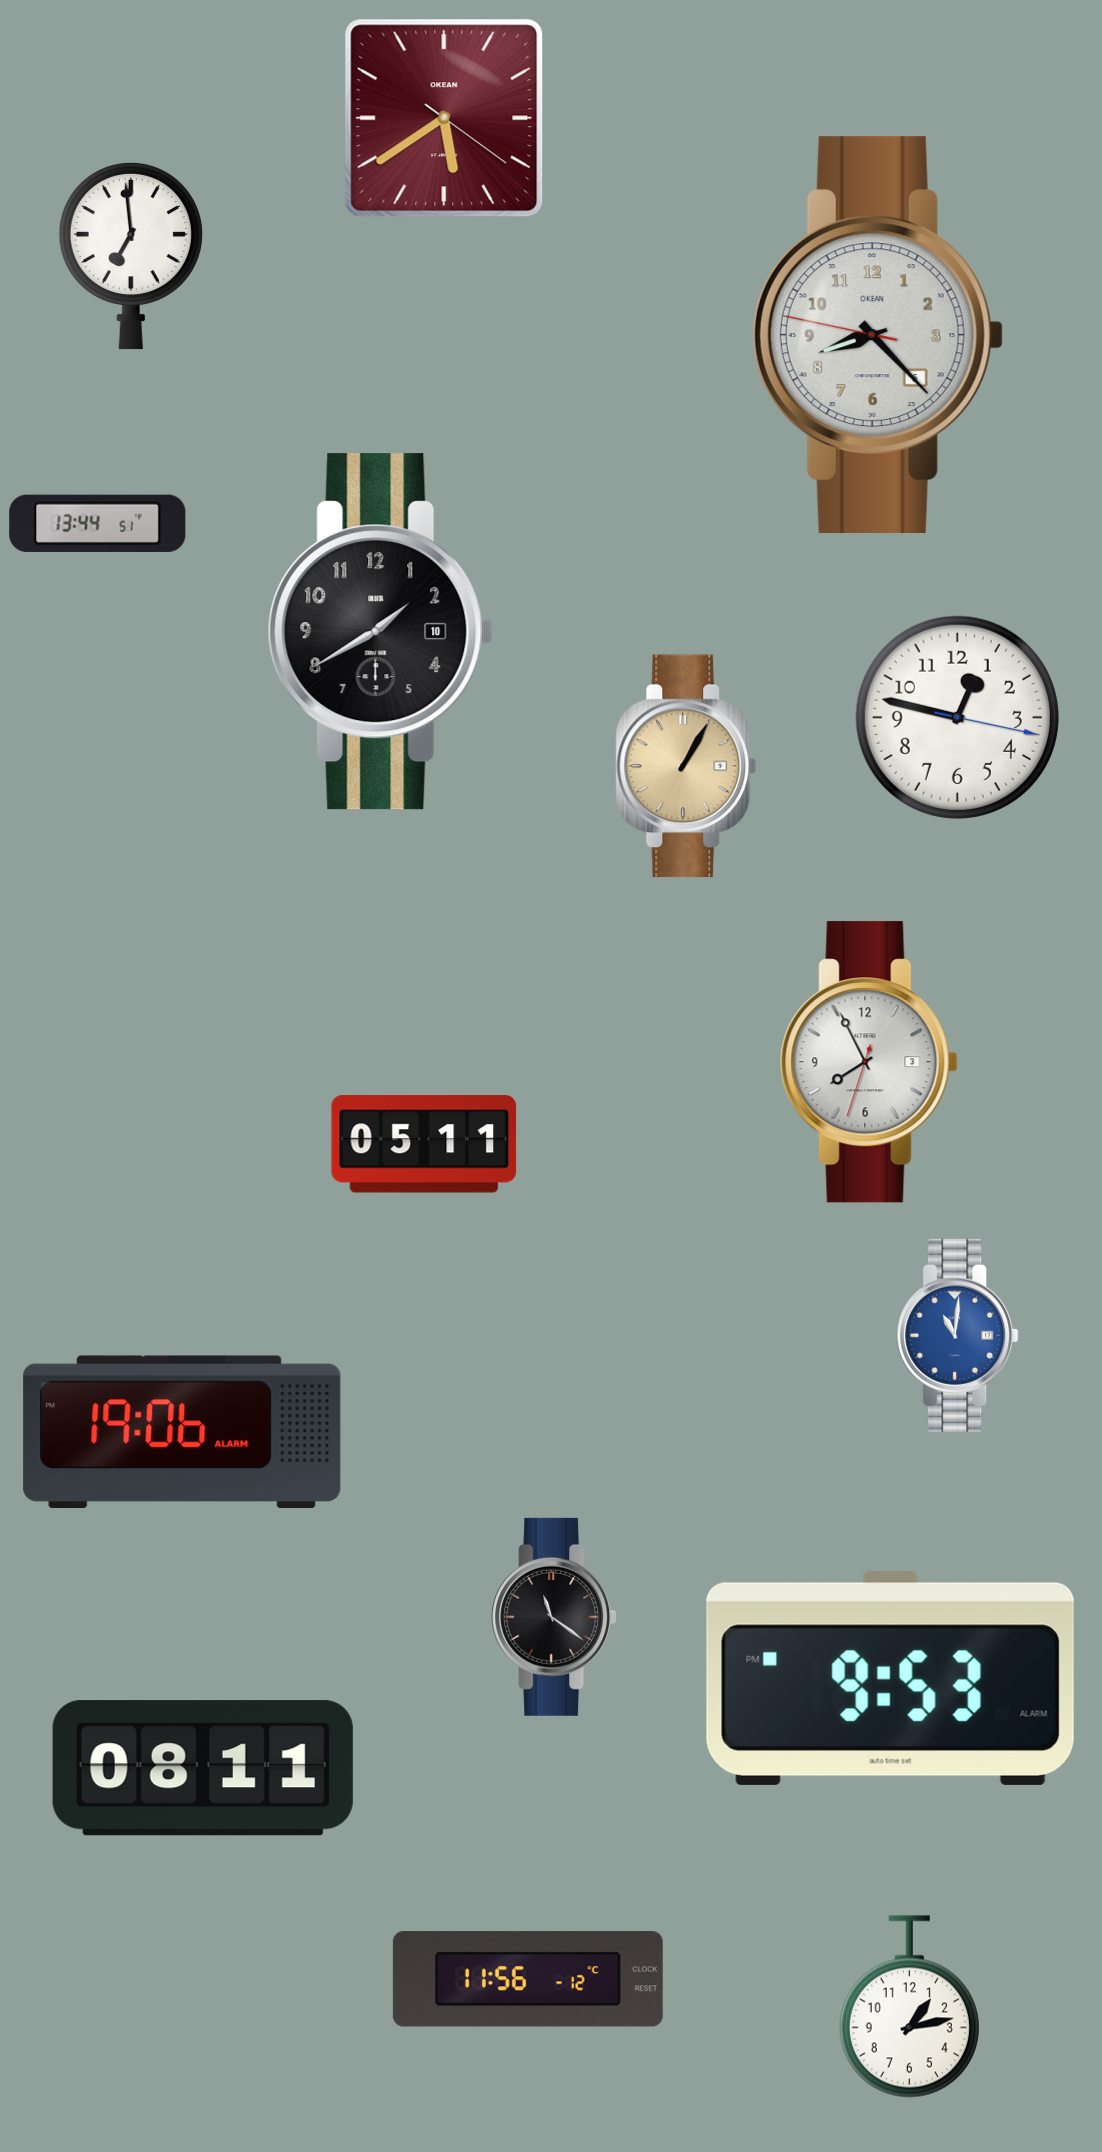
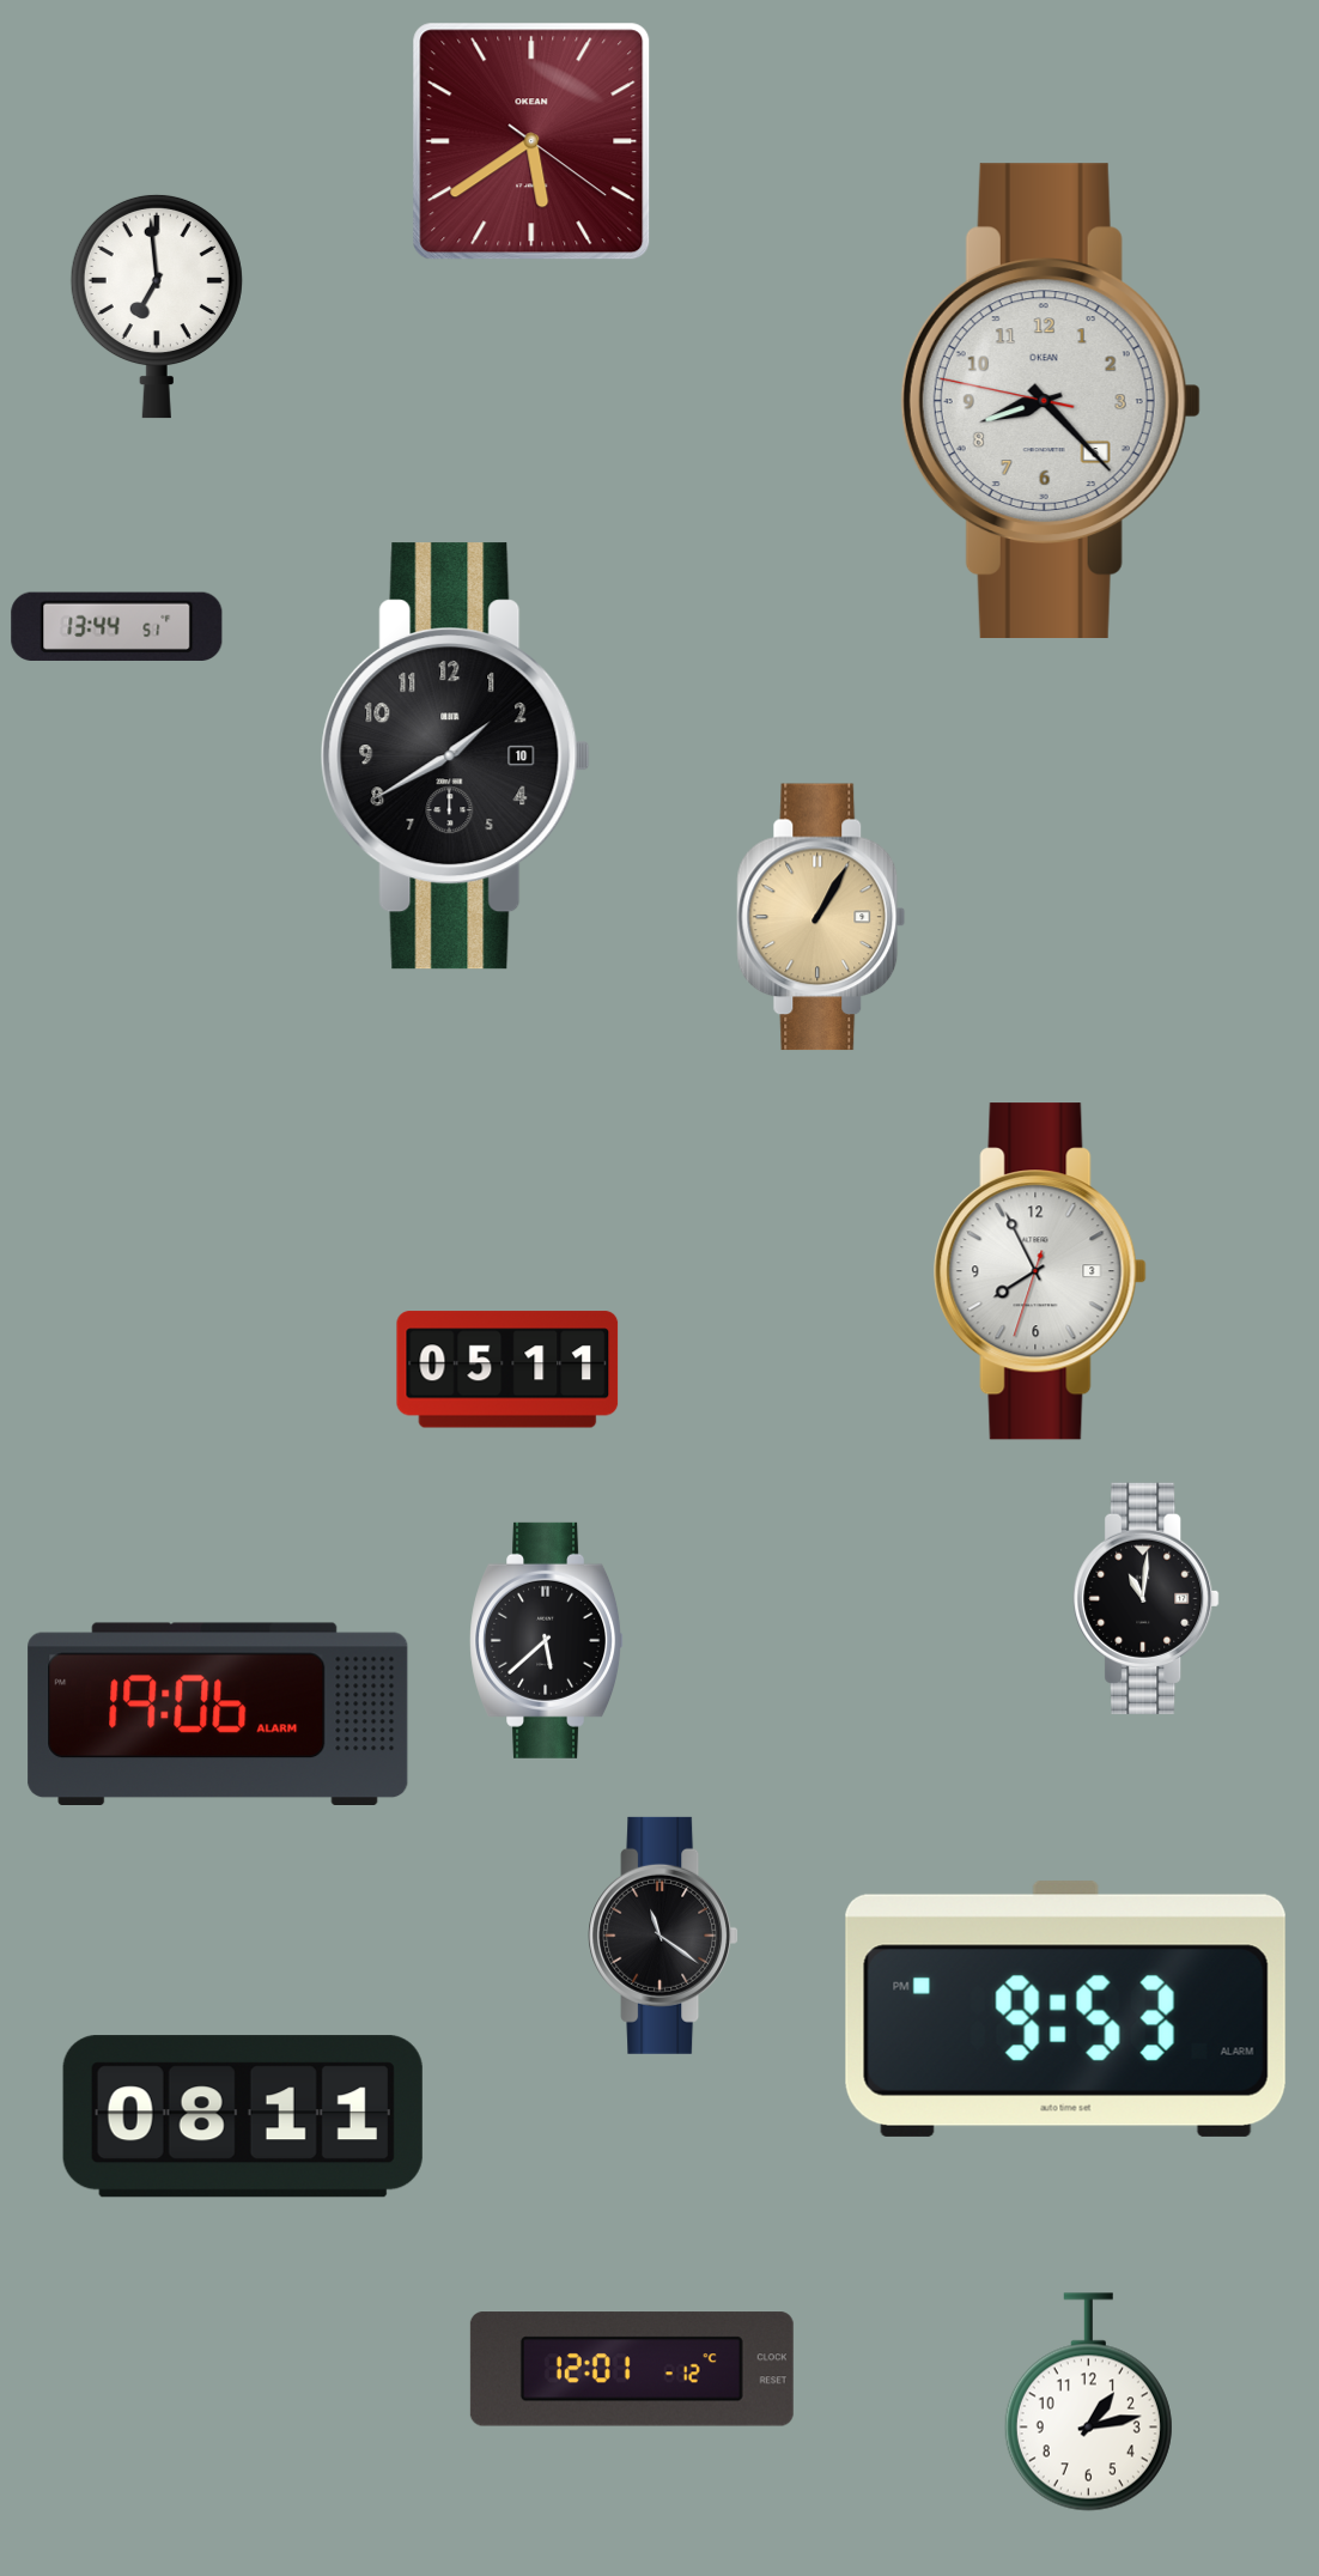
clock at (957, 717): 12:47 -> none
clock at (958, 1335) dial: blue -> black
clock at (547, 1640): none -> 5:38
clock at (528, 1979): 11:56 -> 12:01
